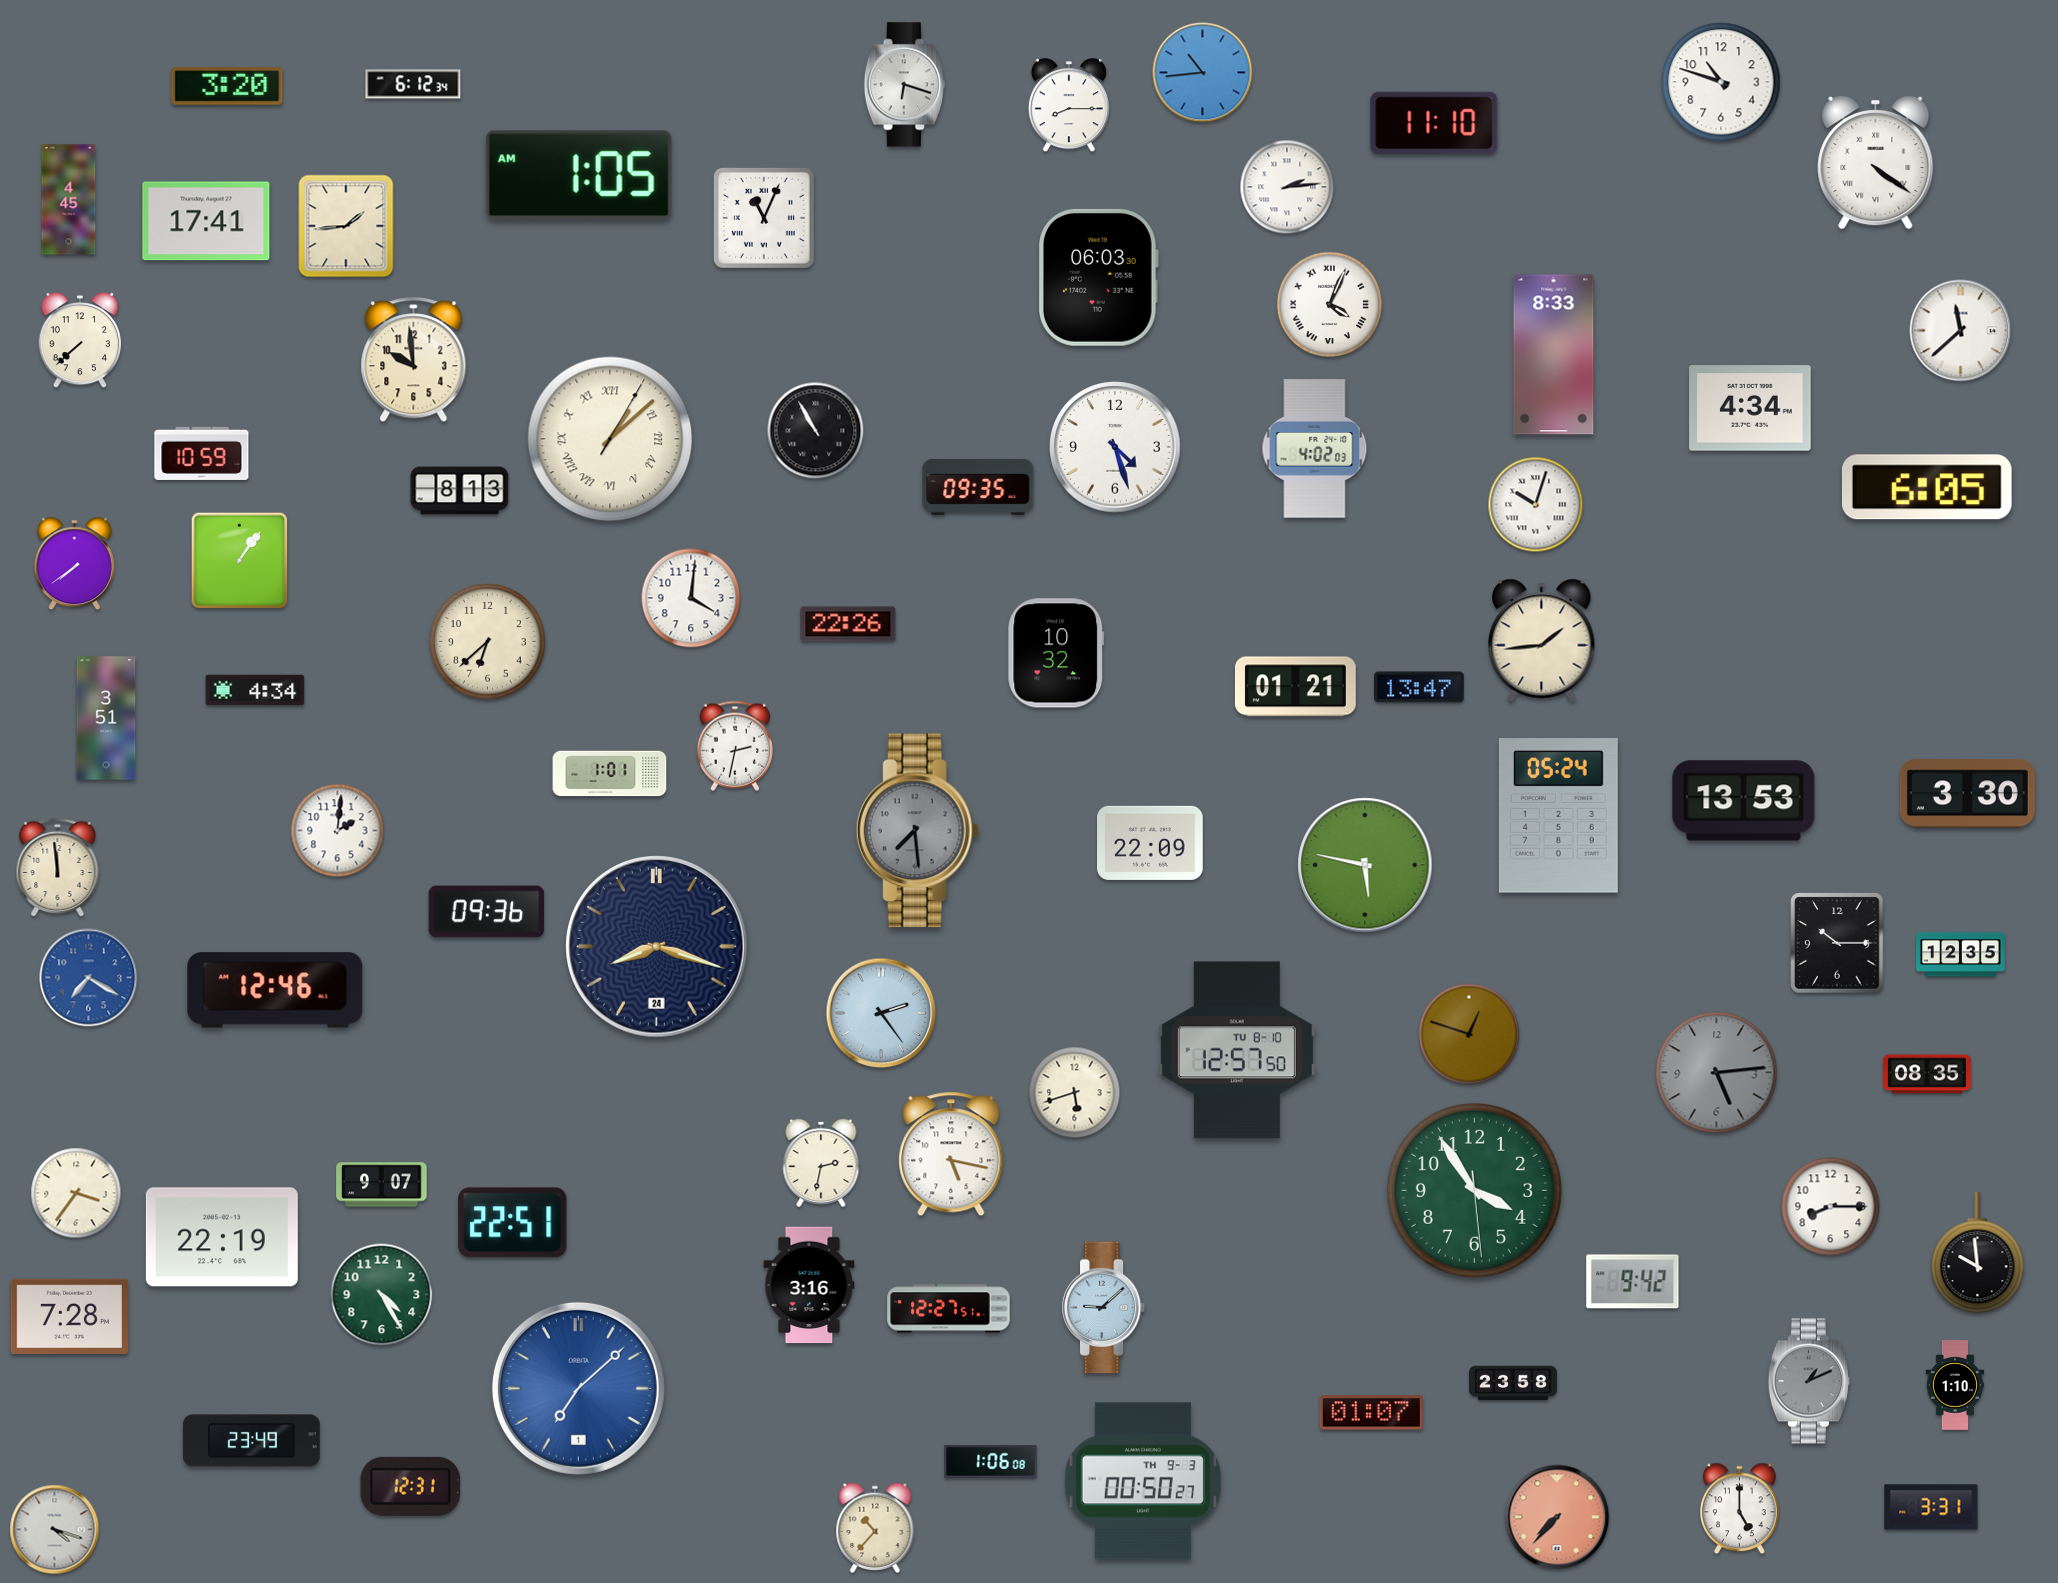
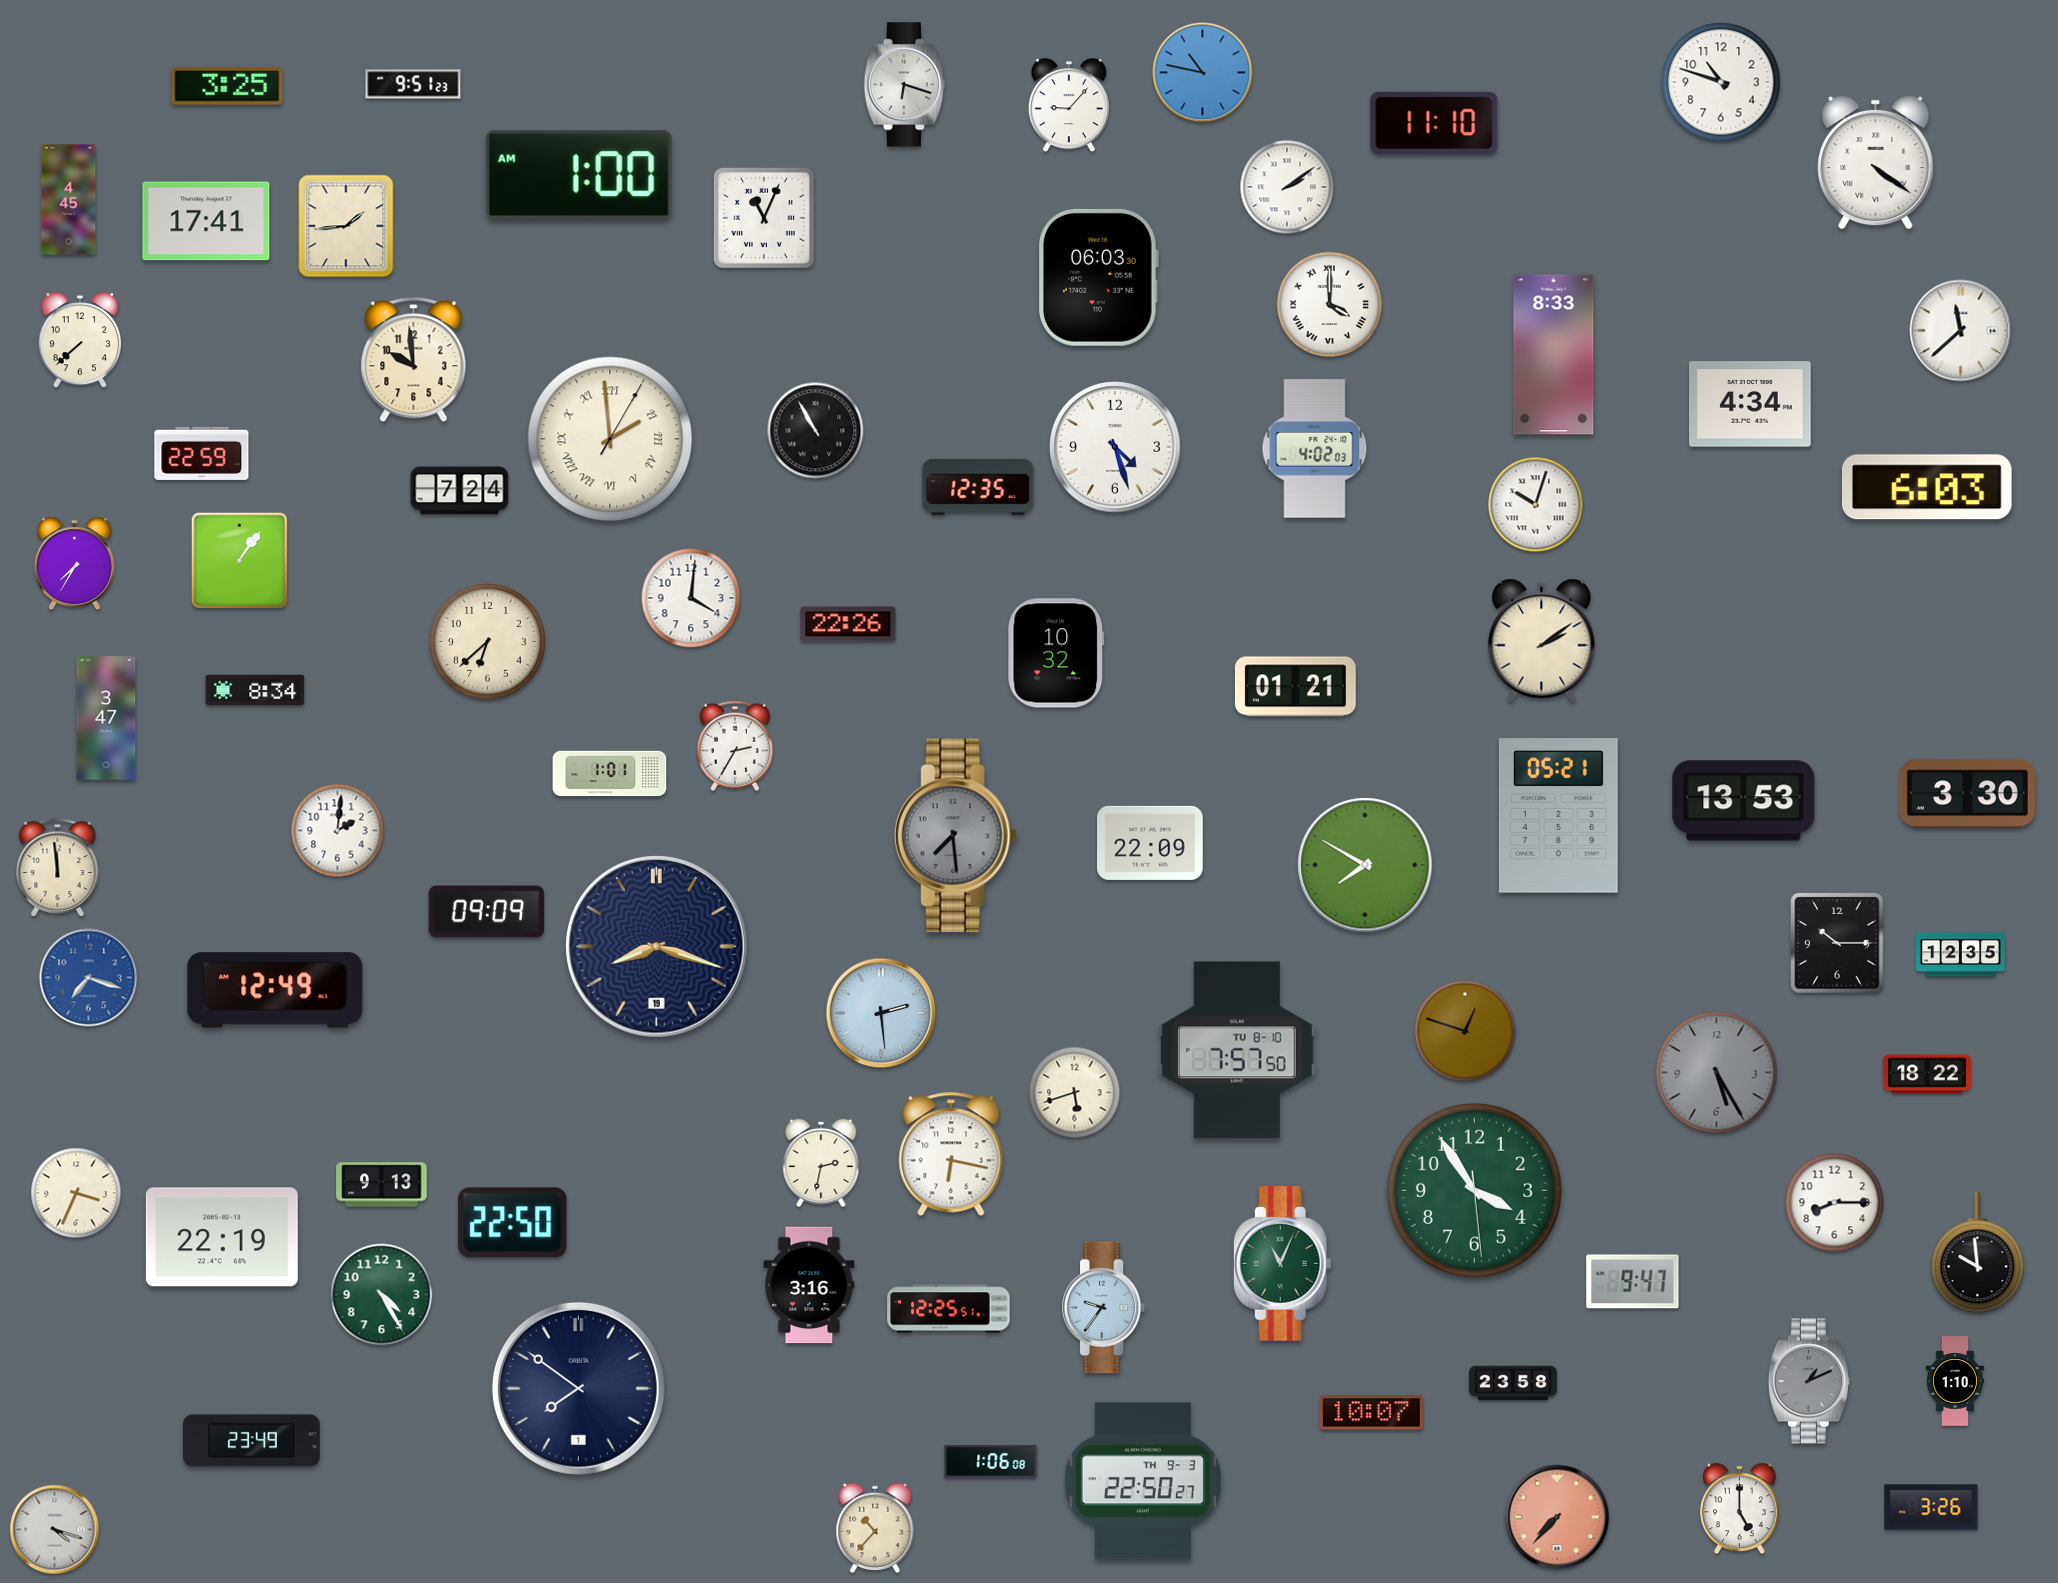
clock at (1203, 73): 10:44 -> 10:47
clock at (413, 84): 6:12 -> 9:51
clock at (227, 86): 3:20 -> 3:25
clock at (1069, 106): 8:15 -> 9:07
clock at (579, 175): 1:05 -> 1:00
clock at (1287, 187): 2:14 -> 2:09
clock at (1330, 305): 4:04 -> 4:00
clock at (1750, 408) position: (1750, 408) -> (1750, 404)
clock at (610, 439): 1:08 -> 1:59
clock at (202, 453): 10:59 -> 22:59
clock at (978, 487): 09:35 -> 12:35
clock at (1927, 487): 6:05 -> 6:03
clock at (460, 491): 8:13 -> 7:24
clock at (74, 564): 7:39 -> 7:35
clock at (1542, 640): 1:44 -> 2:09
clock at (1419, 687): 13:47 -> none
clock at (255, 690): 4:34 -> 8:34
clock at (106, 718): 3:51 -> 3:47
clock at (735, 746): 2:32 -> 2:35
clock at (1558, 816): 05:24 -> 05:21
clock at (917, 831) position: (917, 831) -> (955, 836)
clock at (1365, 865): 5:47 -> 7:50
clock at (487, 912): 09:36 -> 09:09
clock at (657, 947) date: 24 -> 19
clock at (89, 978): 7:20 -> 7:18
clock at (275, 990): 12:46 -> 12:49
clock at (881, 1013): 2:24 -> 2:29
clock at (1469, 1034) position: (1469, 1034) -> (1465, 1031)
clock at (1237, 1050): 12:57 -> 7:57
clock at (1717, 1073): 5:14 -> 5:25
clock at (1927, 1074): 08:35 -> 18:22
clock at (951, 1154): 5:17 -> 6:17
clock at (382, 1185): 9:07 -> 9:13
clock at (76, 1193): 3:36 -> 3:34
clock at (1831, 1207) position: (1831, 1207) -> (1835, 1203)
clock at (513, 1223): 22:51 -> 22:50
clock at (1282, 1264): none -> 11:04
clock at (1633, 1282): 9:42 -> 9:47
clock at (1104, 1308): 9:08 -> 9:36
clock at (949, 1309): 12:27 -> 12:25
clock at (69, 1316): 7:28 -> none
clock at (1955, 1385) position: (1955, 1385) -> (1955, 1381)
clock at (578, 1388): 7:08 -> 7:51
clock at (578, 1388) dial: blue -> navy
clock at (1371, 1413): 01:07 -> 10:07
clock at (1143, 1481): 00:50 -> 22:50
clock at (411, 1486): 12:31 -> none
clock at (1931, 1507): 3:31 -> 3:26
